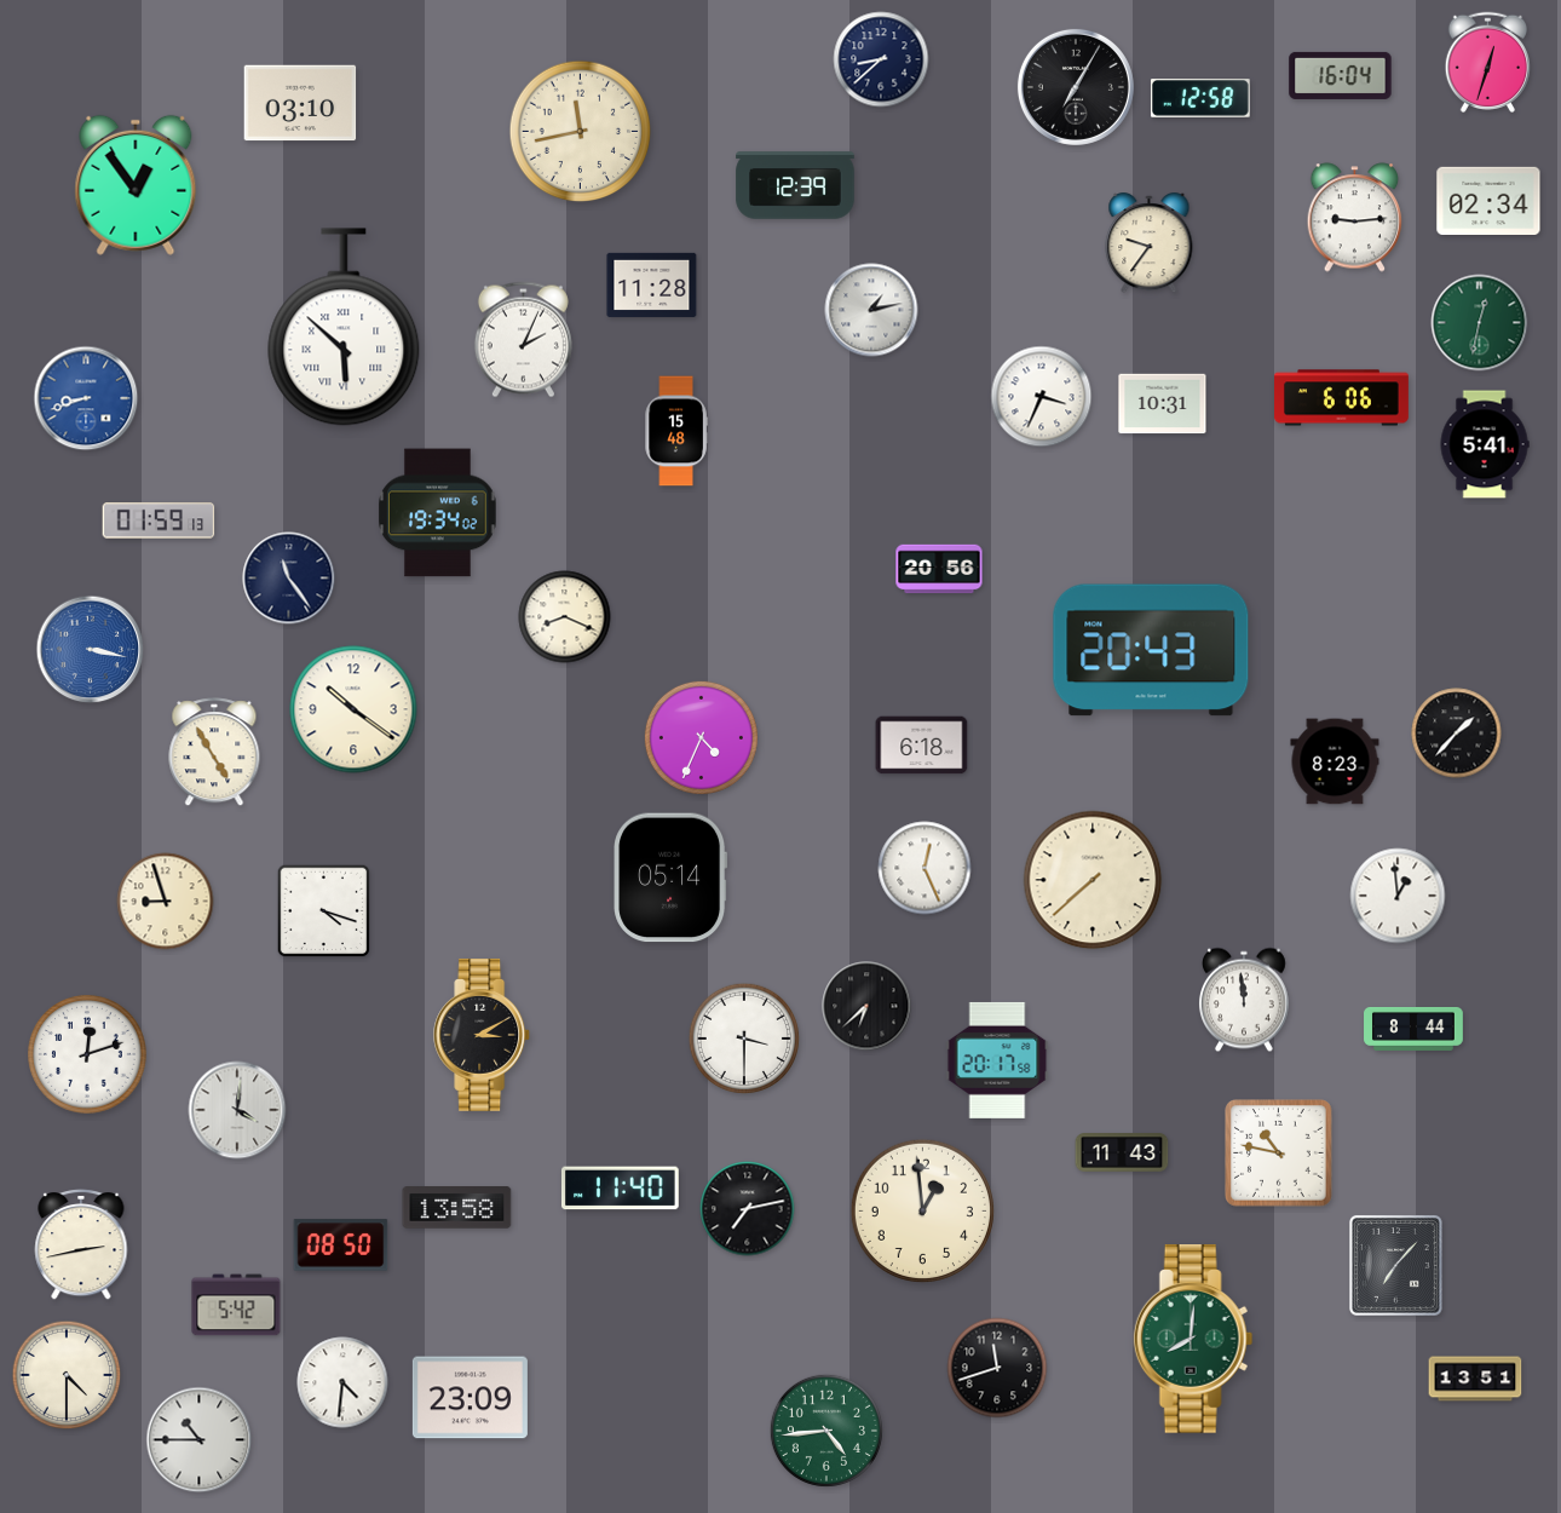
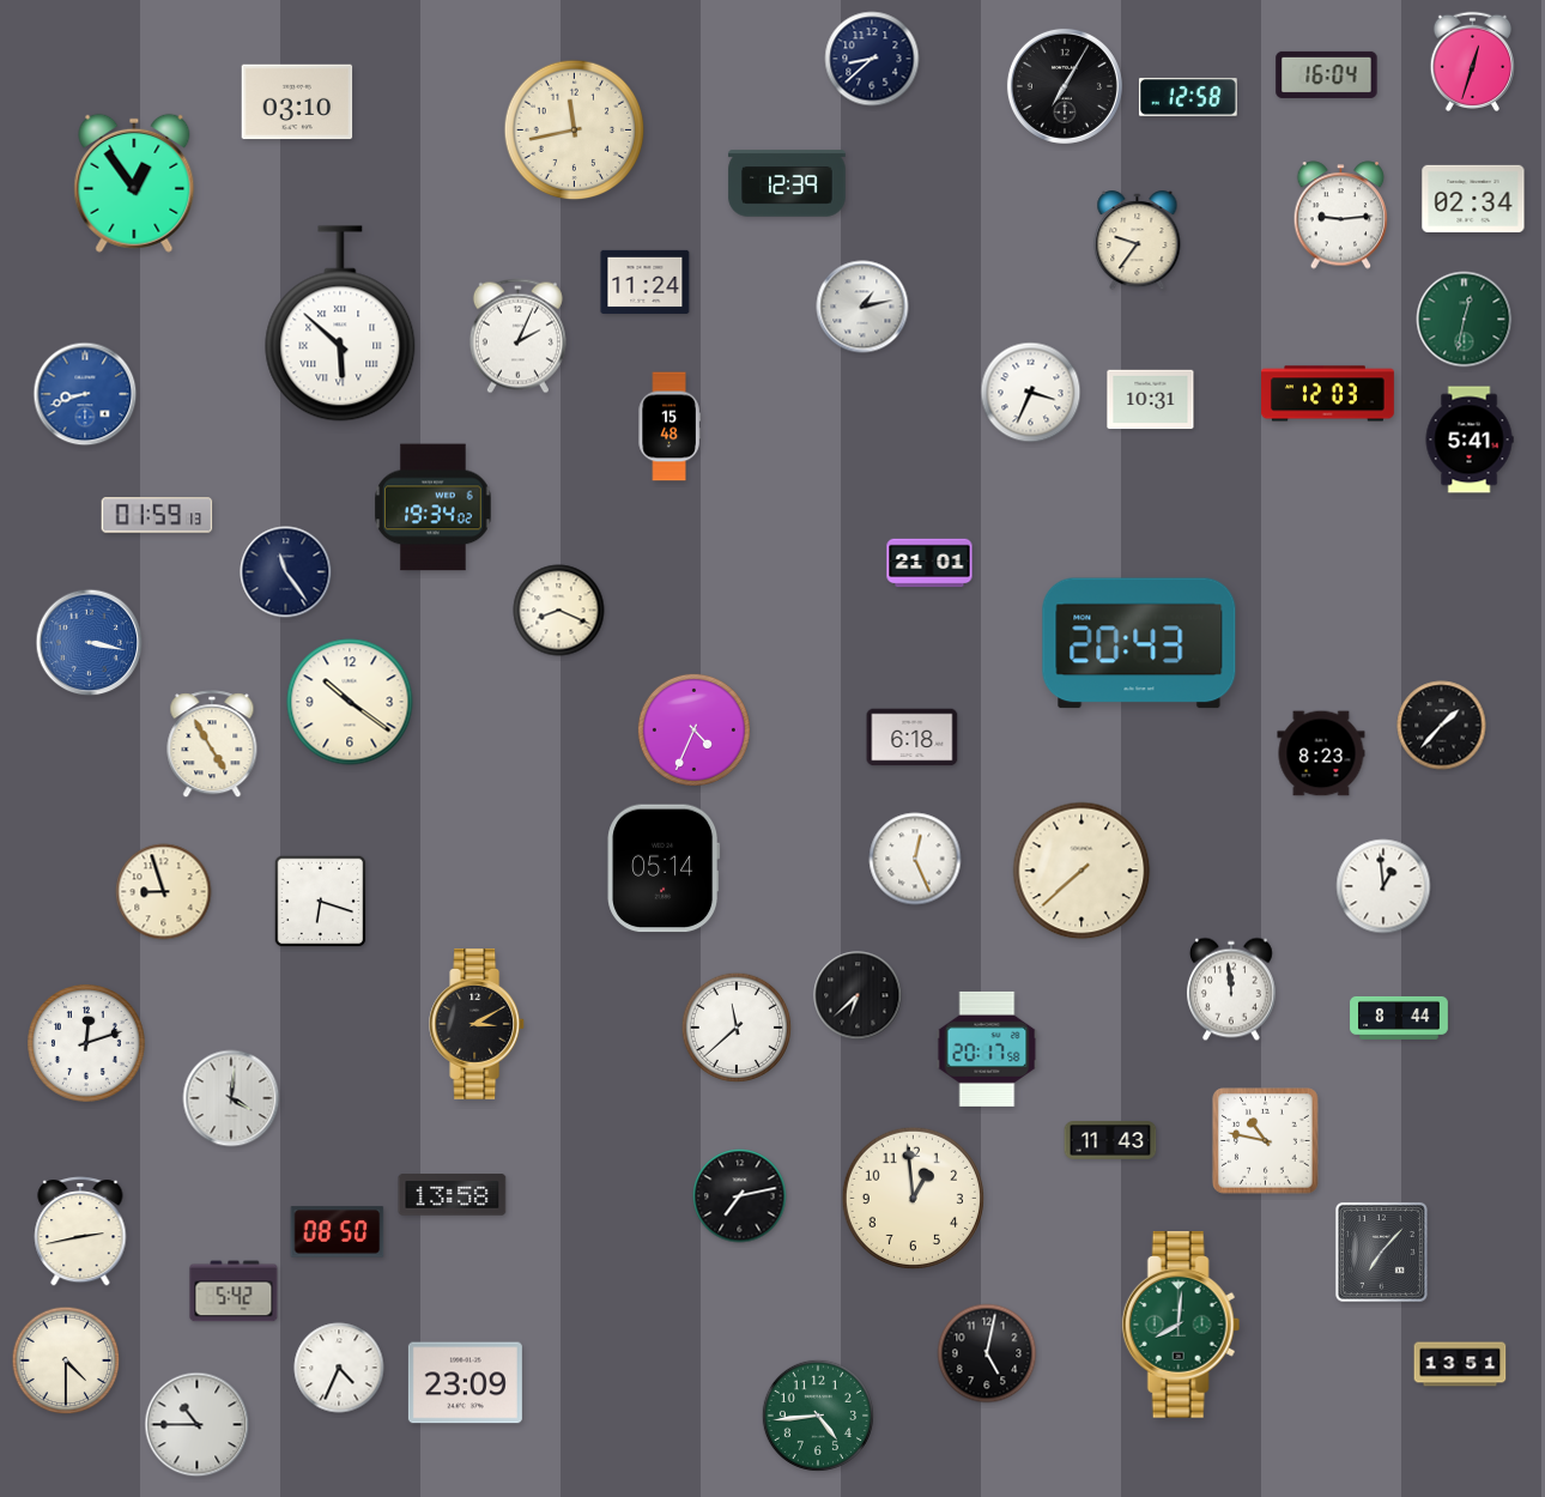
clock at (652, 284): 11:28 -> 11:24
clock at (1342, 398): 6:06 -> 12:03
clock at (939, 569): 20:56 -> 21:01
clock at (324, 911): 4:18 -> 6:18
clock at (744, 1039): 3:30 -> 11:38
clock at (237, 1110) position: (237, 1110) -> (231, 1098)
clock at (620, 1189): 11:40 -> none
clock at (997, 1368): 11:42 -> 5:02
clock at (342, 1382): 4:31 -> 4:34
